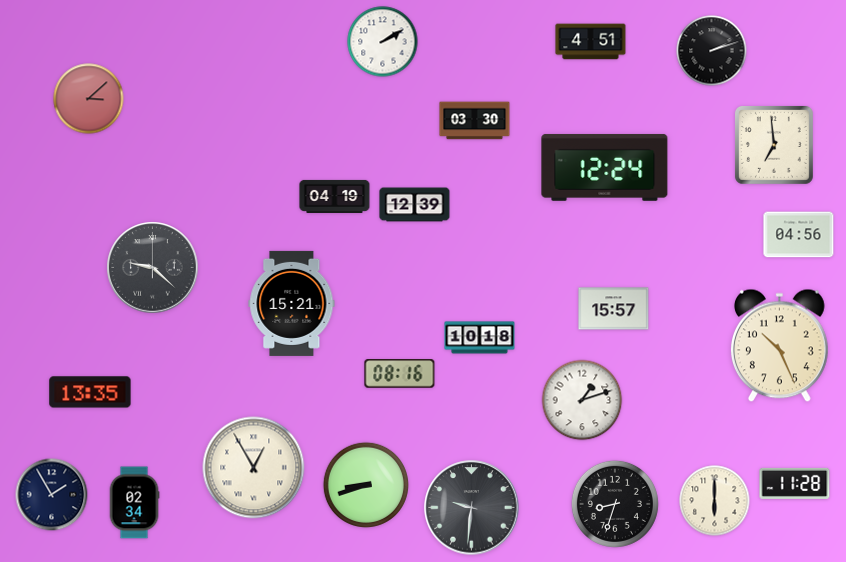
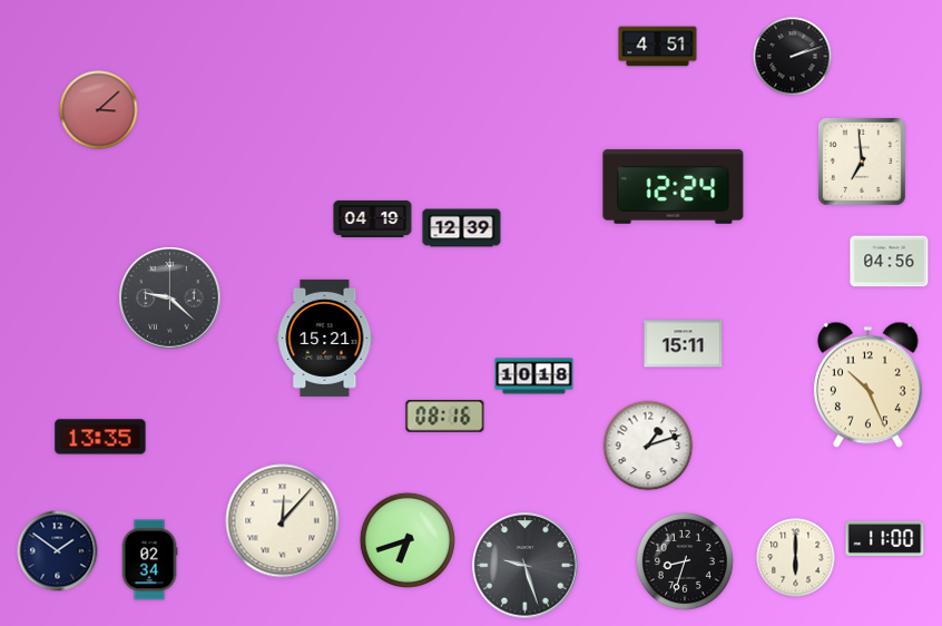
clock at (383, 42): 2:10 -> none
clock at (475, 121): 03:30 -> none
clock at (614, 309): 15:57 -> 15:11
clock at (254, 468): 12:55 -> 12:07
clock at (795, 483): 11:28 -> 11:00
clock at (365, 484): 8:42 -> 6:42
clock at (52, 495): 1:55 -> 1:51
clock at (472, 508): 9:31 -> 9:27
